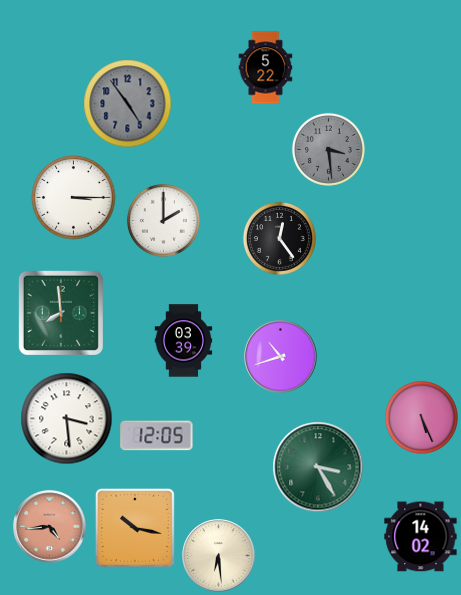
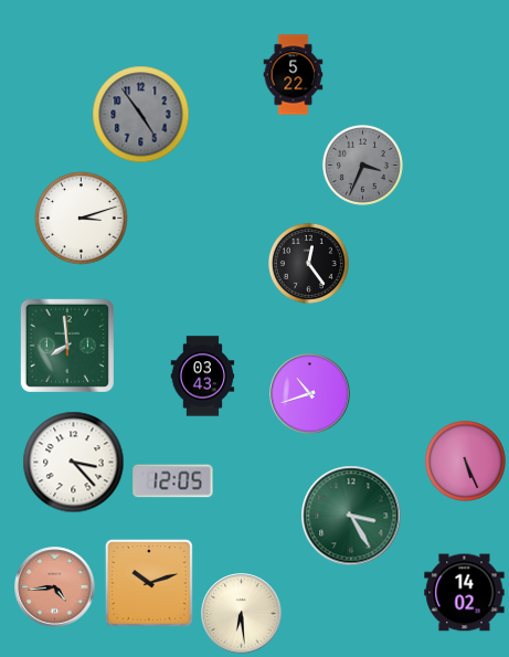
clock at (328, 149): 3:29 -> 3:34
clock at (74, 198): 3:15 -> 3:12
clock at (163, 220): 2:00 -> none
clock at (184, 341): 03:39 -> 03:43
clock at (67, 419): 3:29 -> 3:23
clock at (50, 527) position: (50, 527) -> (55, 587)
clock at (135, 528): 10:17 -> 10:12
